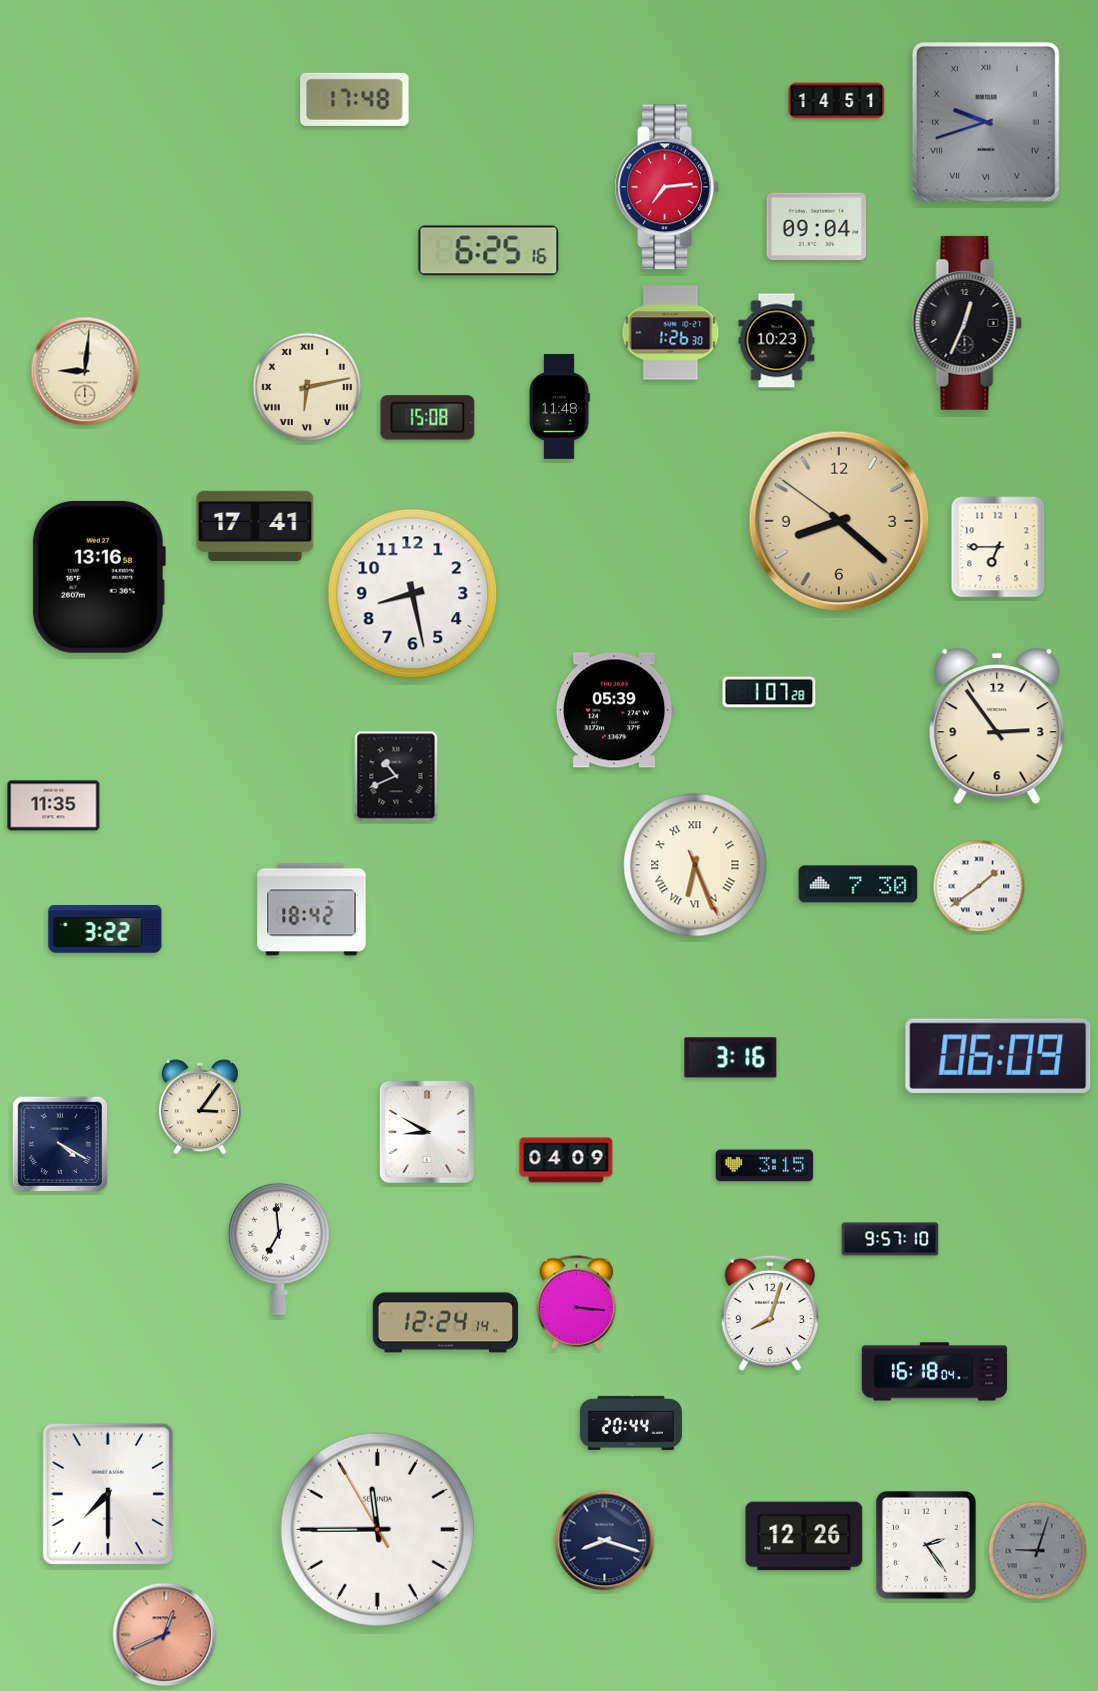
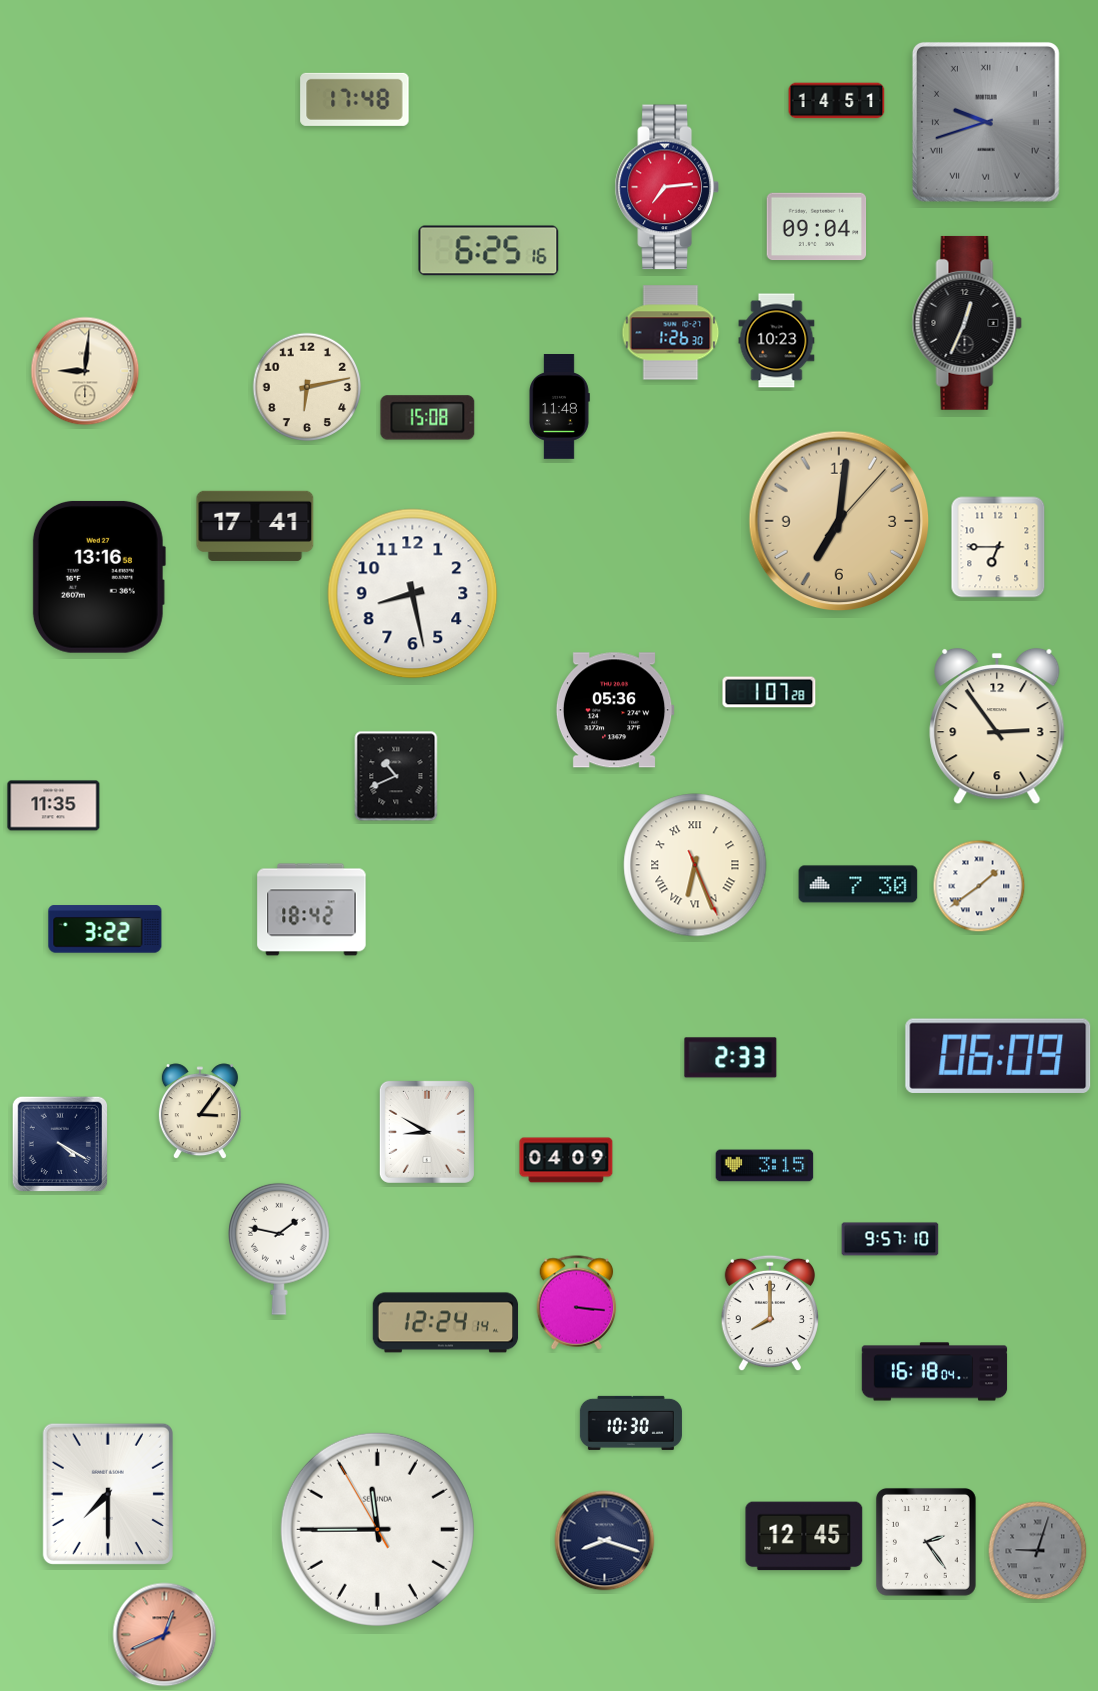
clock at (307, 387) numerals: Roman -> Arabic
clock at (839, 521): 8:21 -> 7:01
clock at (615, 710): 05:39 -> 05:36
clock at (731, 1058): 3:16 -> 2:33
clock at (200, 1108) position: (200, 1108) -> (200, 1112)
clock at (280, 1249): 6:59 -> 1:47
clock at (769, 1313): 8:03 -> 8:00
clock at (631, 1423): 20:44 -> 10:30
clock at (804, 1536): 12:26 -> 12:45
clock at (926, 1545) position: (926, 1545) -> (926, 1542)
